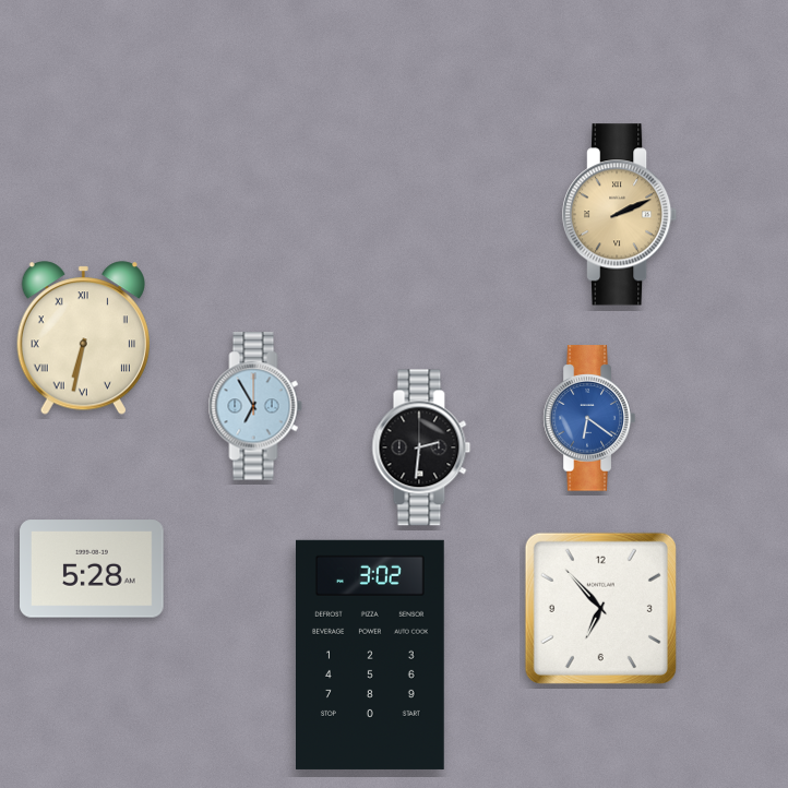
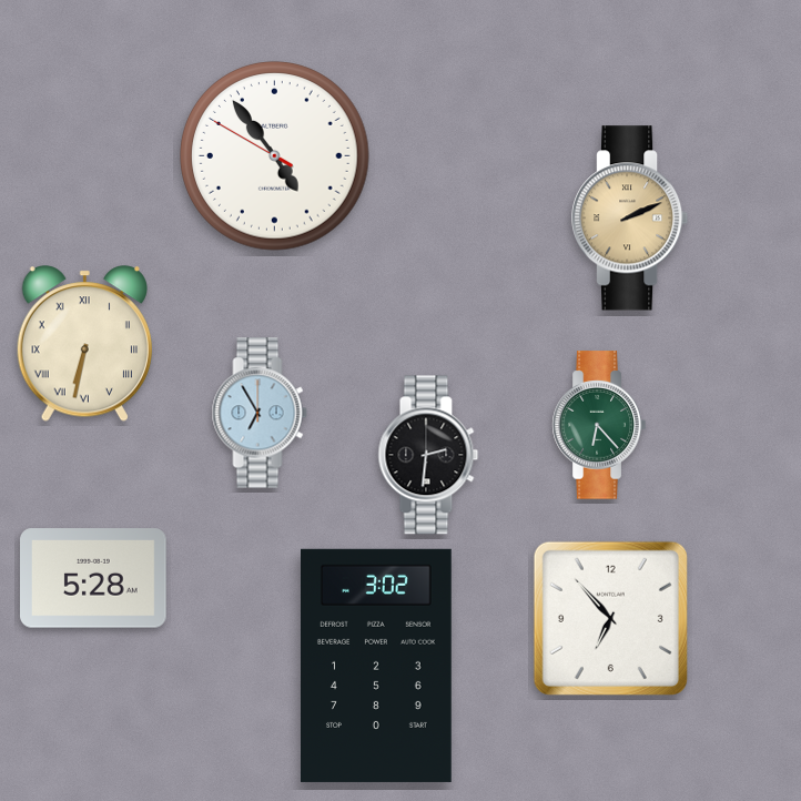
clock at (275, 156): none -> 4:53
clock at (589, 418): 6:21 -> 6:23
clock at (589, 418) dial: blue -> green
